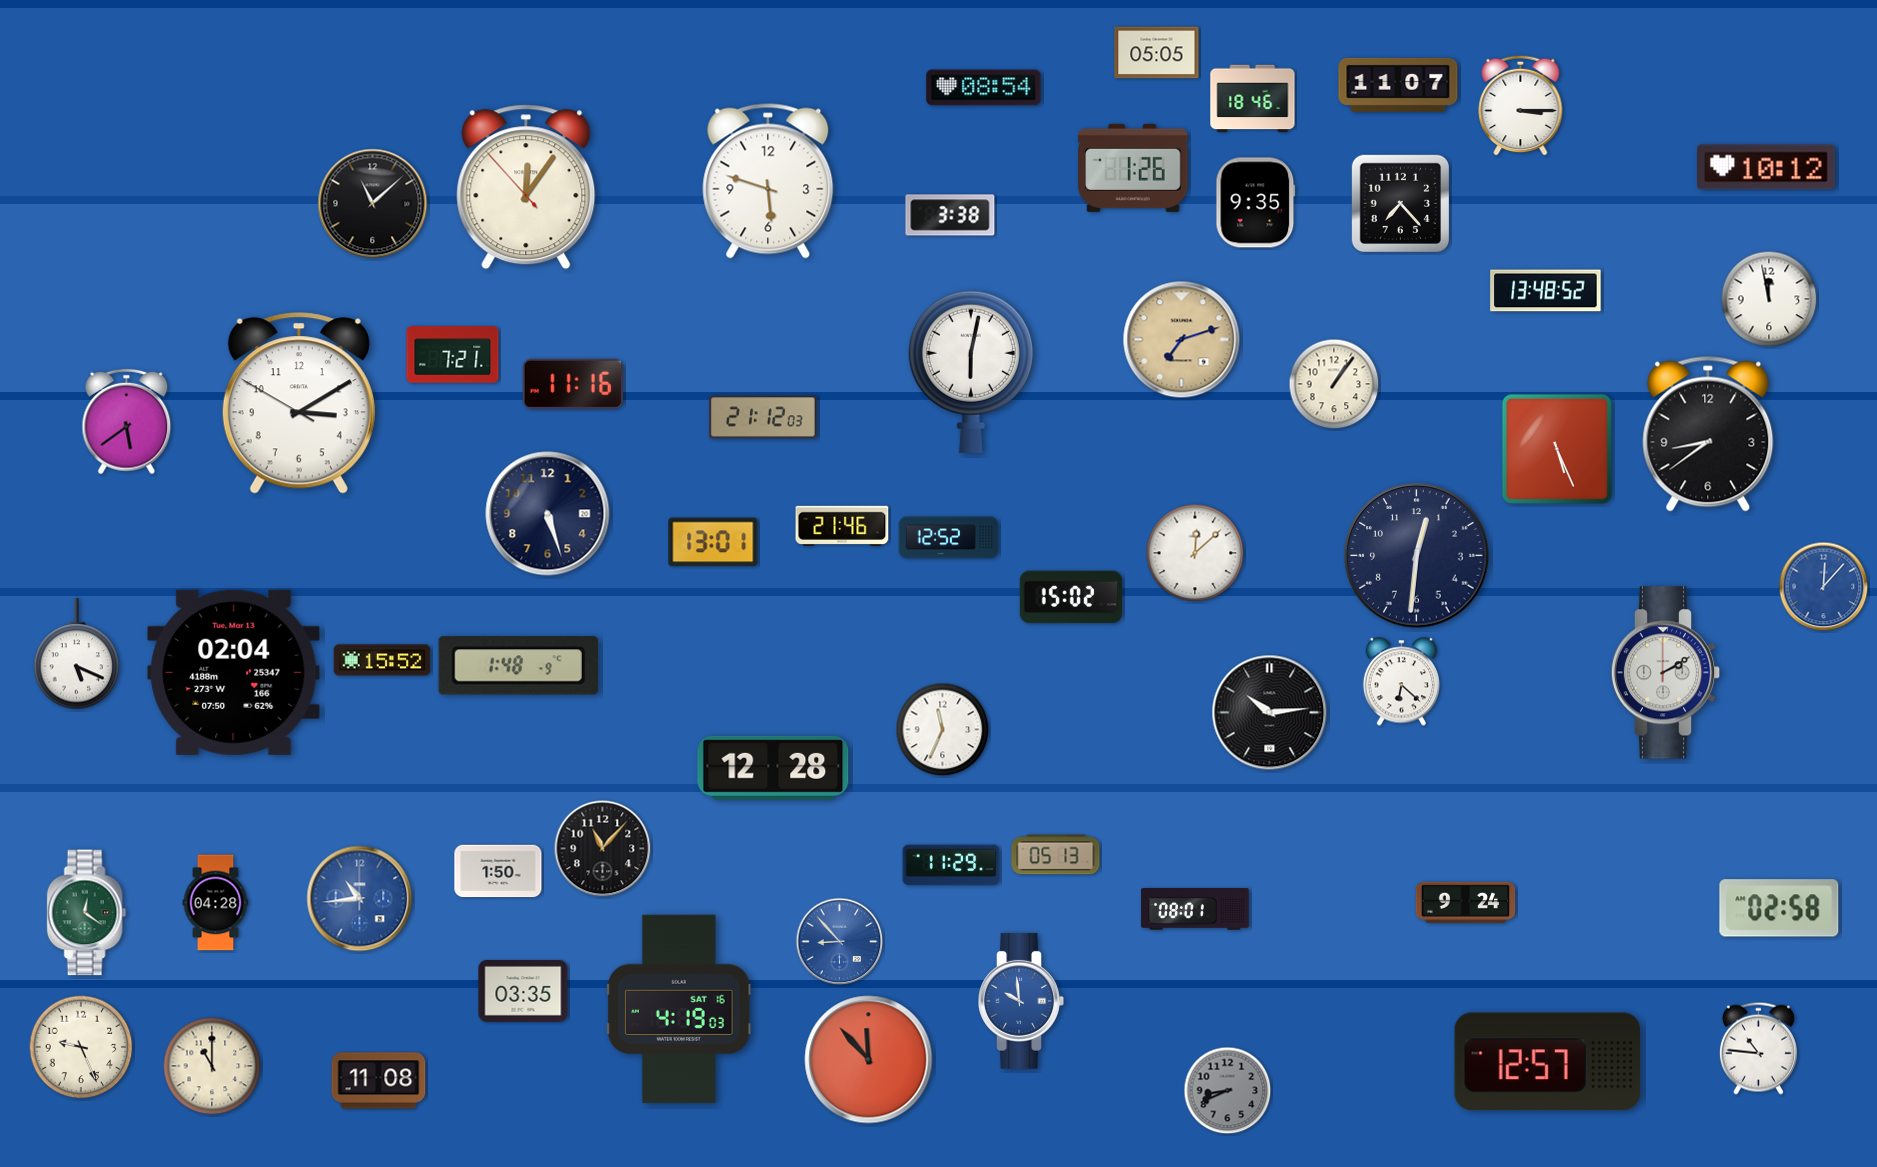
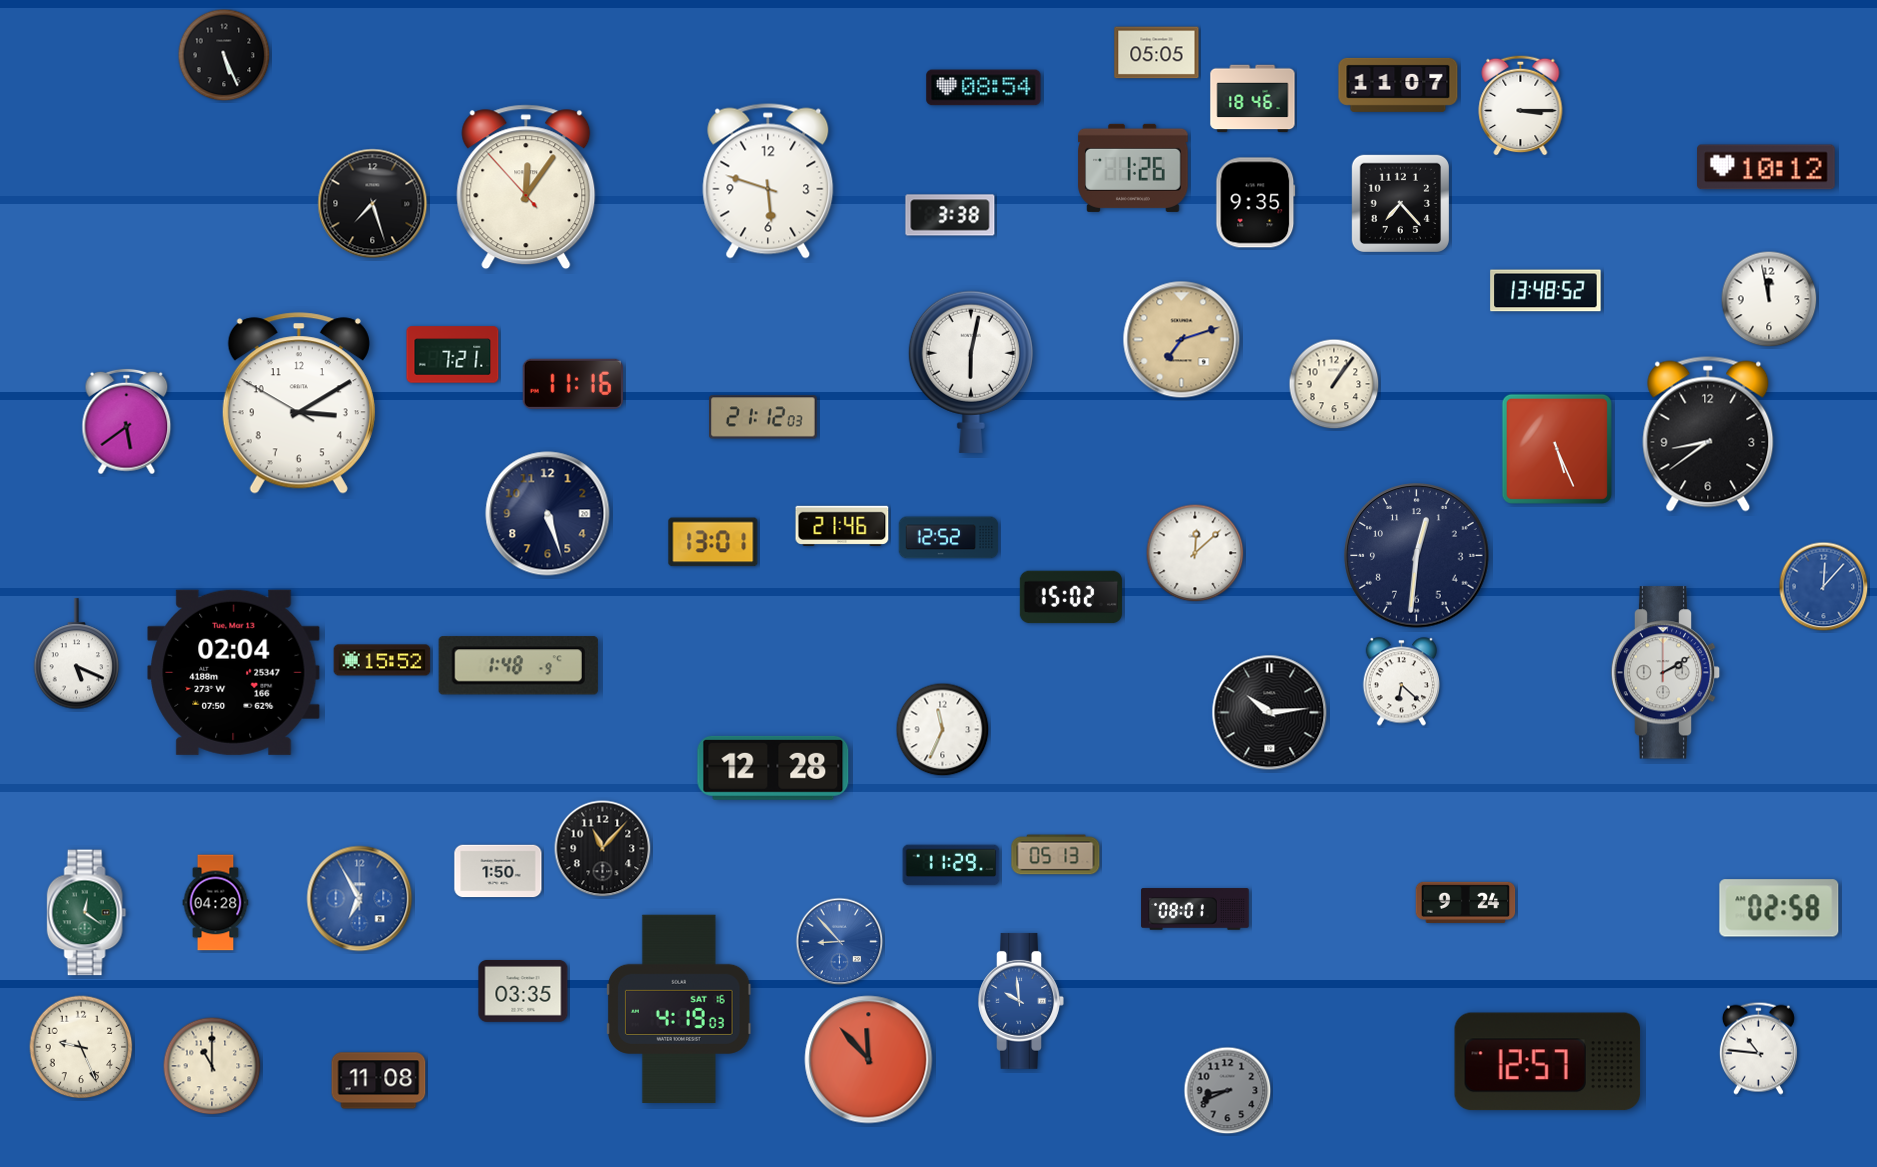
clock at (224, 55): none -> 5:26
clock at (373, 204): 11:08 -> 7:27
clock at (360, 899): 10:44 -> 6:55
